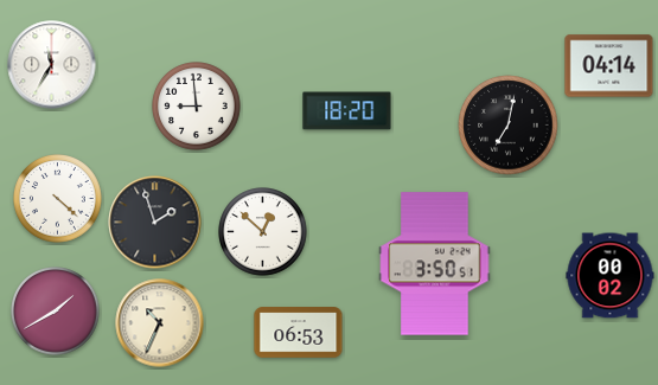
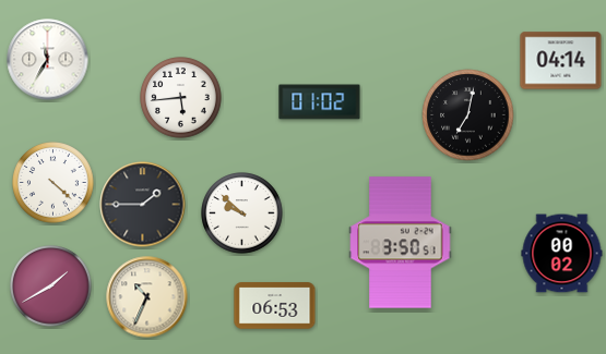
clock at (197, 107): 8:59 -> 5:44
clock at (347, 111): 18:20 -> 01:02
clock at (155, 223): 1:57 -> 1:45
clock at (263, 232): 12:52 -> 9:52
